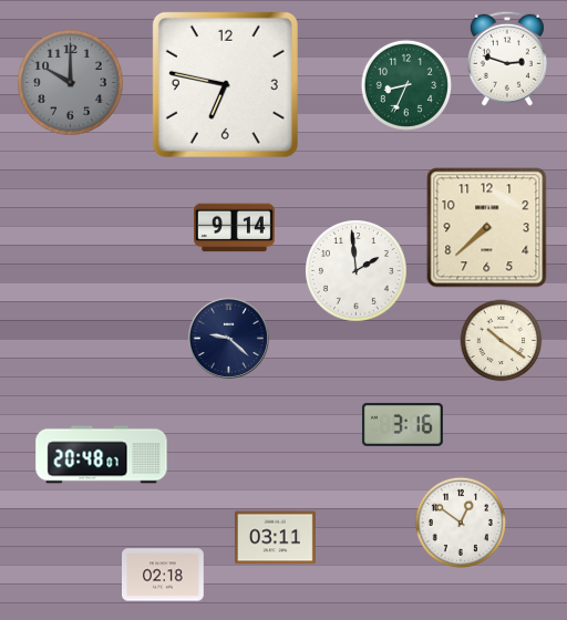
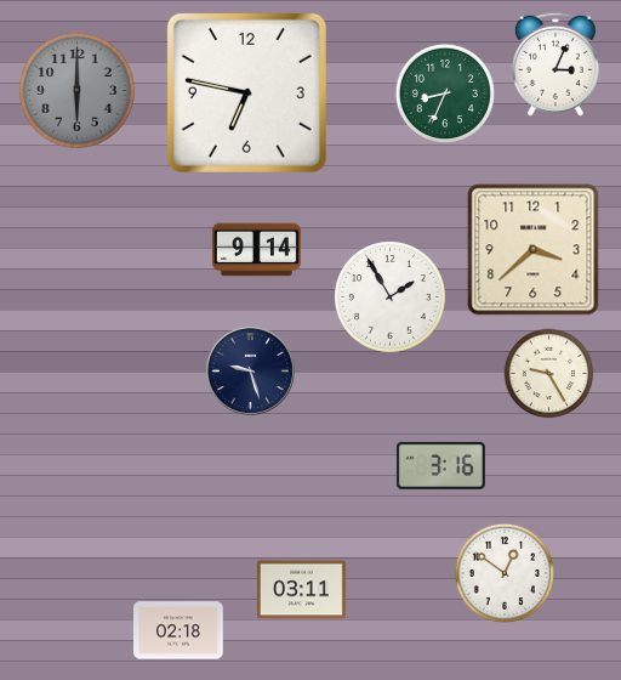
clock at (507, 59): 2:48 -> 3:04
clock at (71, 83): 10:00 -> 6:00
clock at (487, 228): 7:38 -> 3:38
clock at (357, 271): 1:59 -> 1:55
clock at (228, 338): 9:22 -> 9:27
clock at (502, 341): 10:21 -> 9:25
clock at (102, 455): 20:48 -> none
